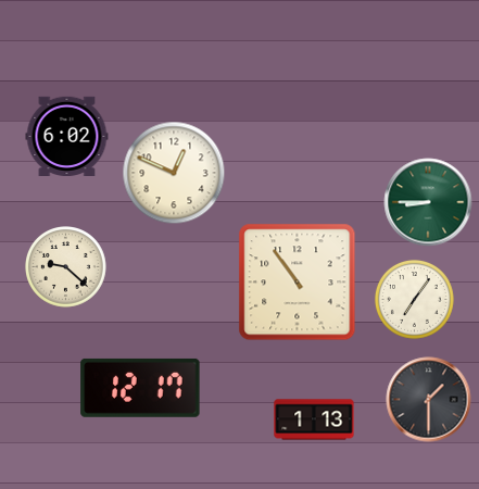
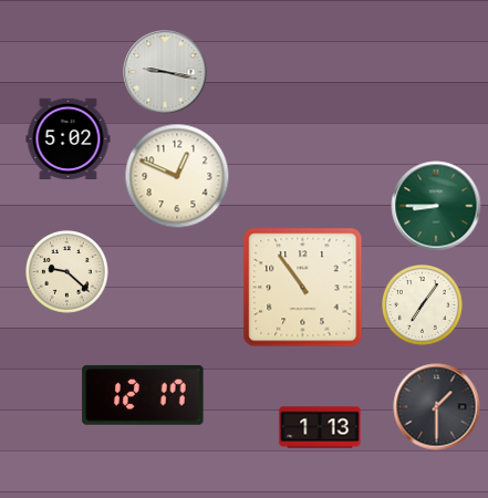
clock at (165, 72): none -> 9:17
clock at (67, 136): 6:02 -> 5:02
